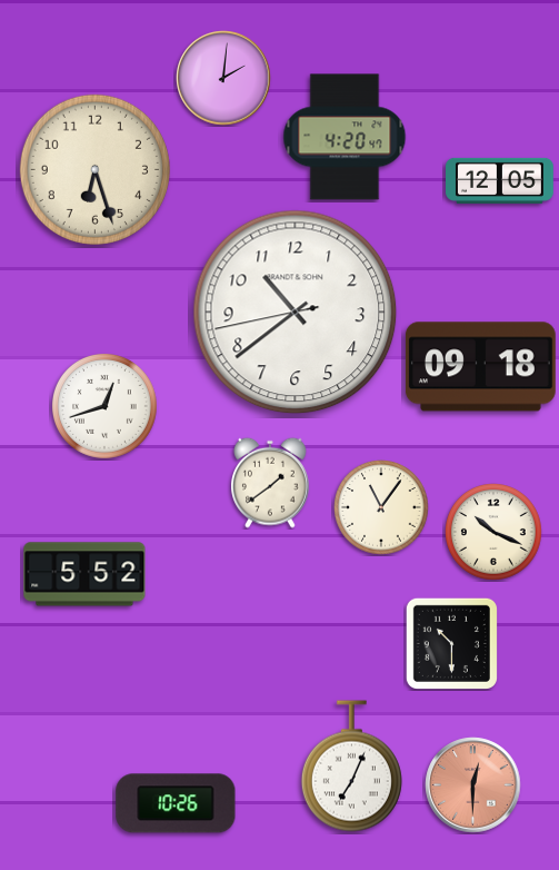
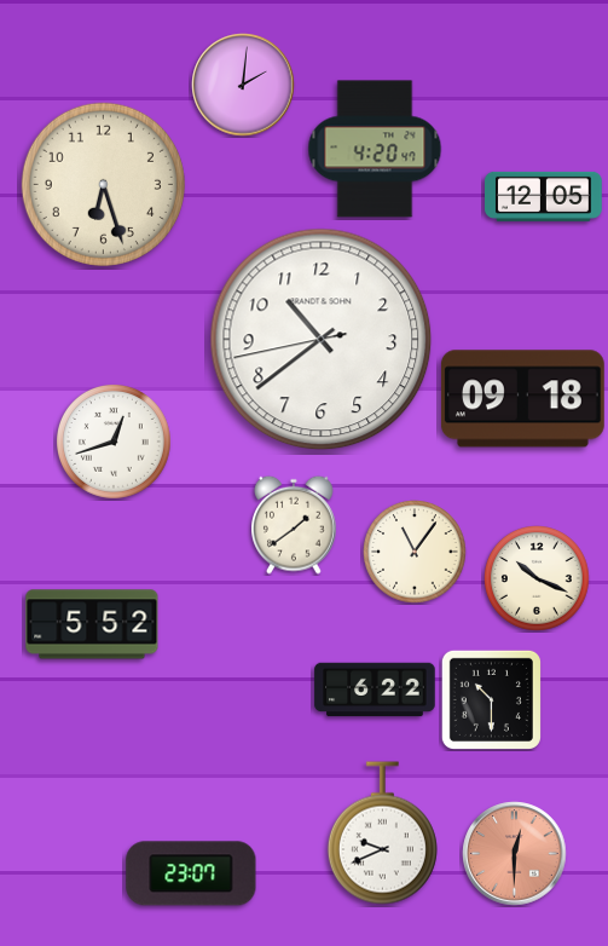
clock at (375, 690): none -> 6:22
clock at (351, 767): 7:04 -> 9:41
clock at (176, 803): 10:26 -> 23:07
